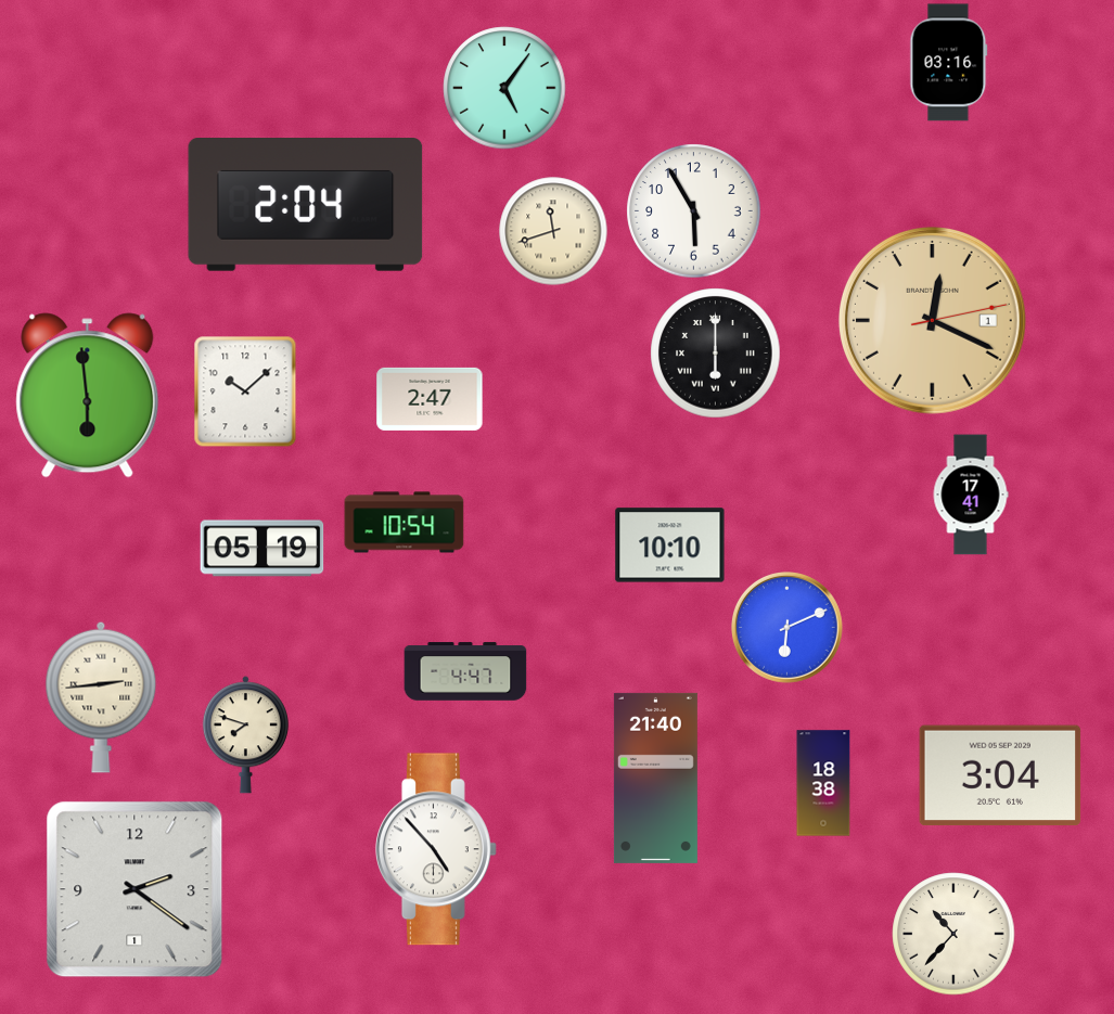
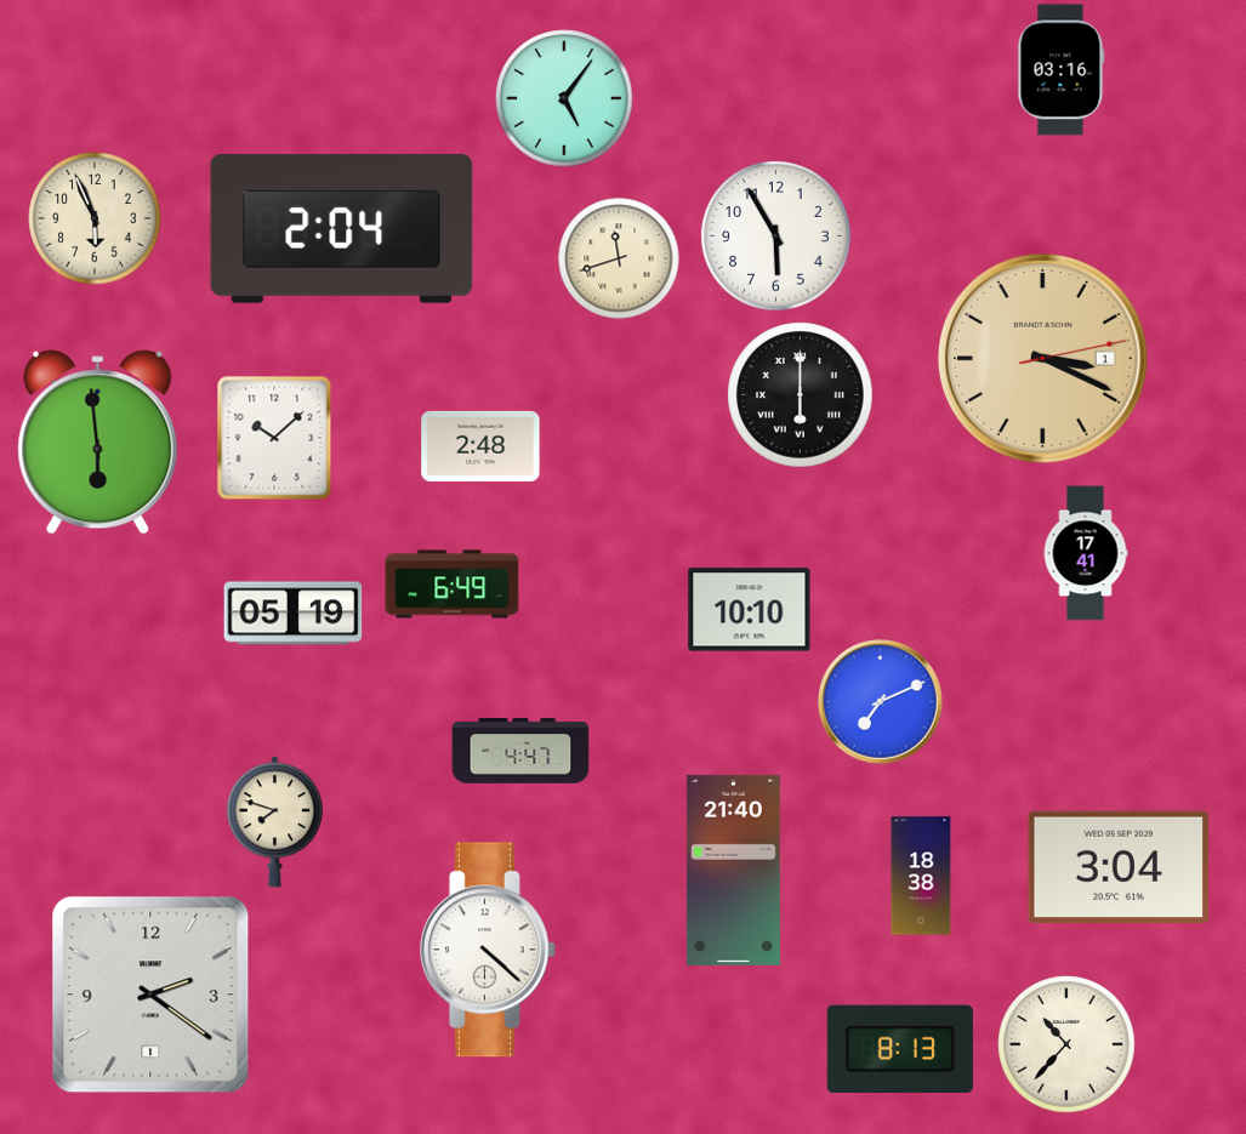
clock at (95, 218): none -> 5:56
clock at (932, 320): 12:19 -> 3:19
clock at (430, 399): 2:47 -> 2:48
clock at (405, 523): 10:54 -> 6:49
clock at (788, 628): 6:11 -> 7:11
clock at (101, 697): 2:44 -> none
clock at (436, 849): 4:53 -> 4:22
clock at (900, 1049): none -> 8:13
